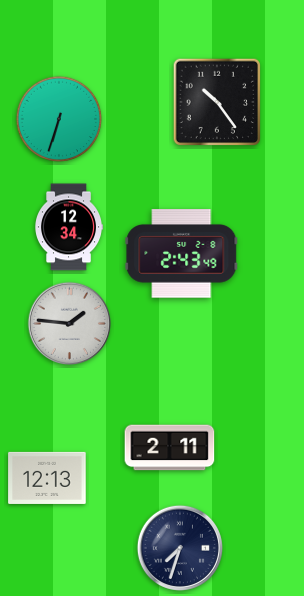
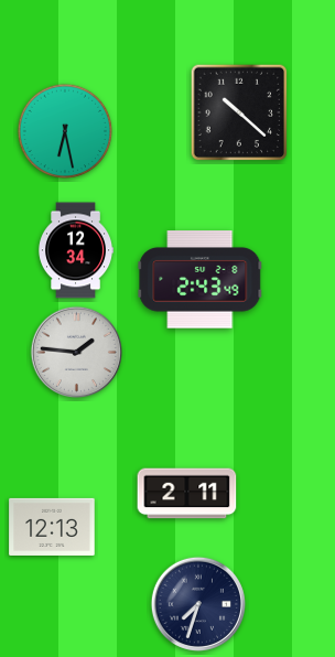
clock at (216, 101): 10:24 -> 10:22
clock at (59, 119): 6:33 -> 6:28
clock at (69, 323) position: (69, 323) -> (76, 352)
